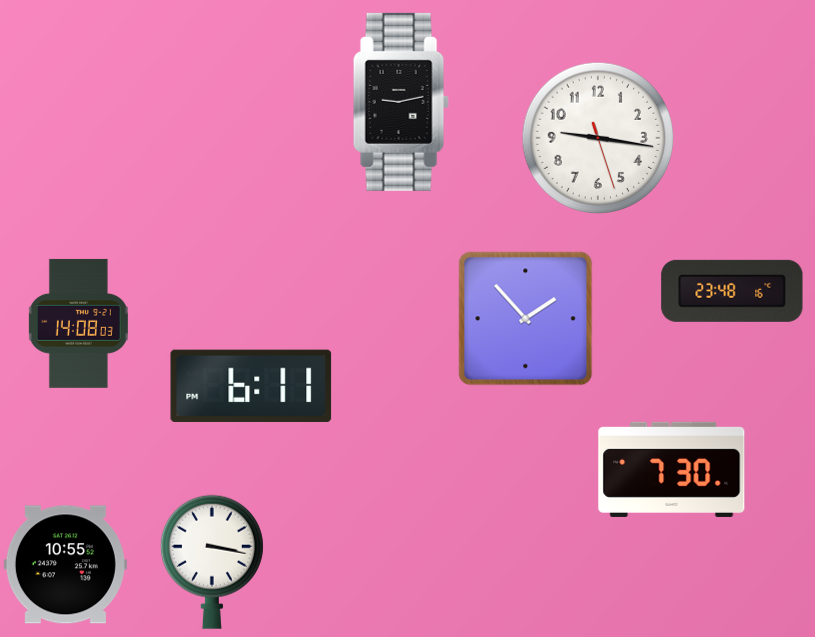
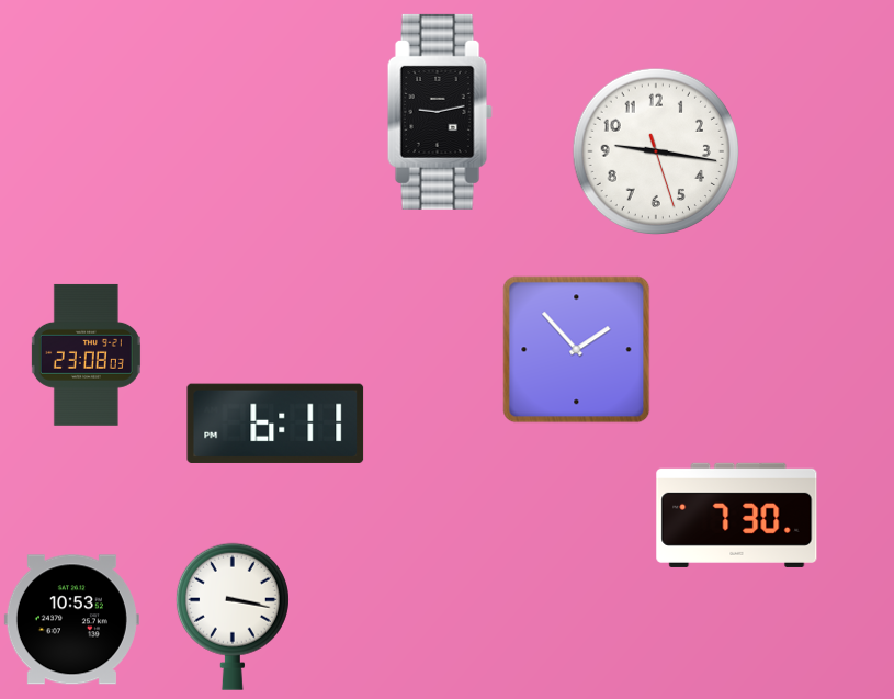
clock at (732, 291): 23:48 -> none
clock at (78, 323): 14:08 -> 23:08
clock at (65, 565): 10:55 -> 10:53
